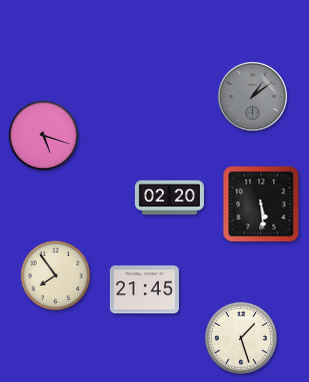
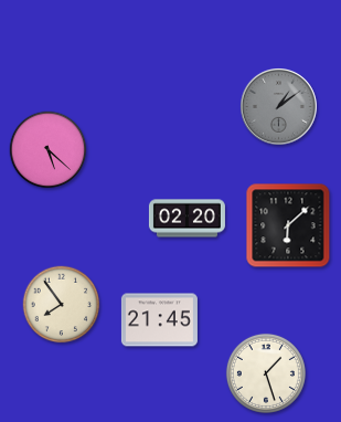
clock at (44, 136): 5:18 -> 5:22
clock at (261, 204): 5:29 -> 6:08
